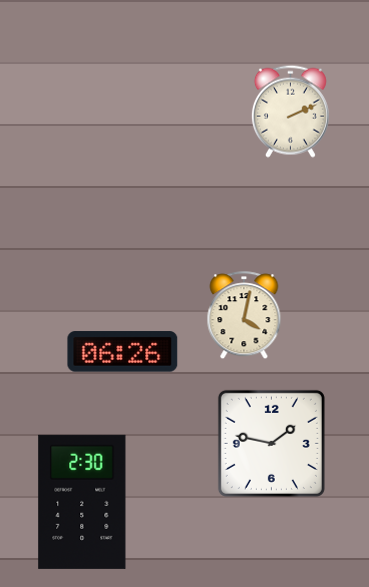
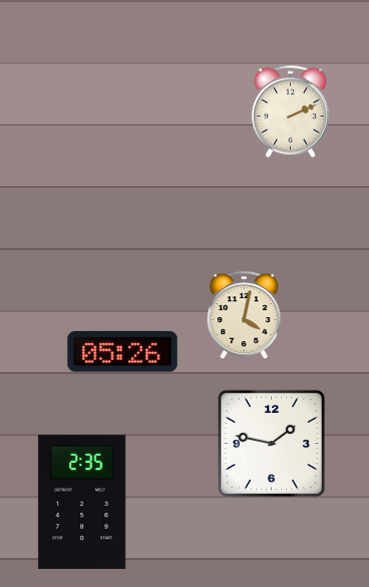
clock at (123, 352): 06:26 -> 05:26
clock at (82, 502): 2:30 -> 2:35
